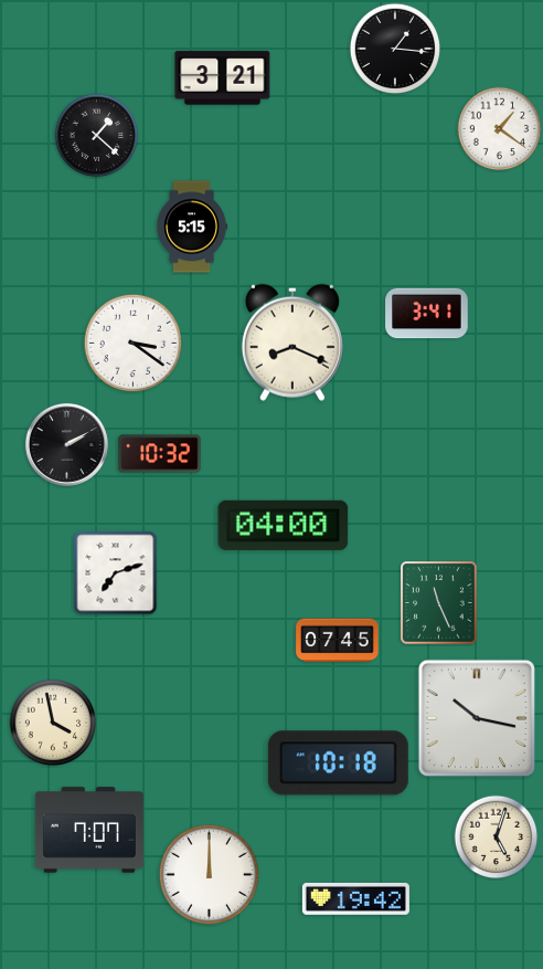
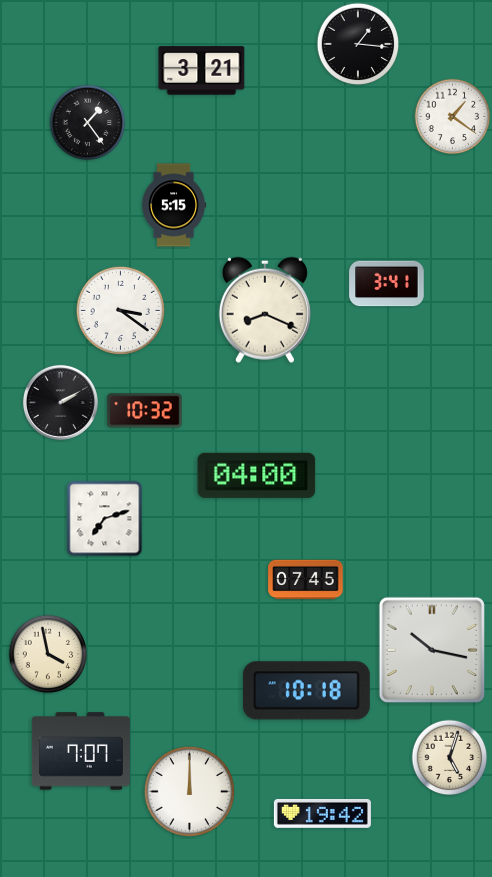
clock at (97, 136): 1:22 -> 1:24
clock at (439, 603): 11:26 -> none
